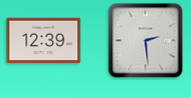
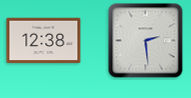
clock at (44, 41): 12:39 -> 12:38
